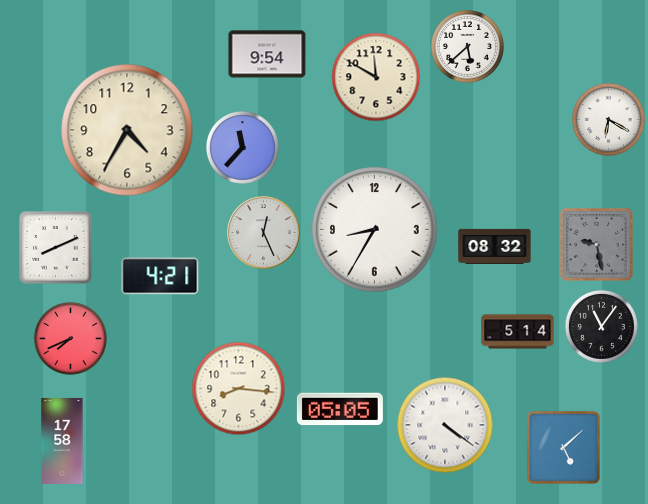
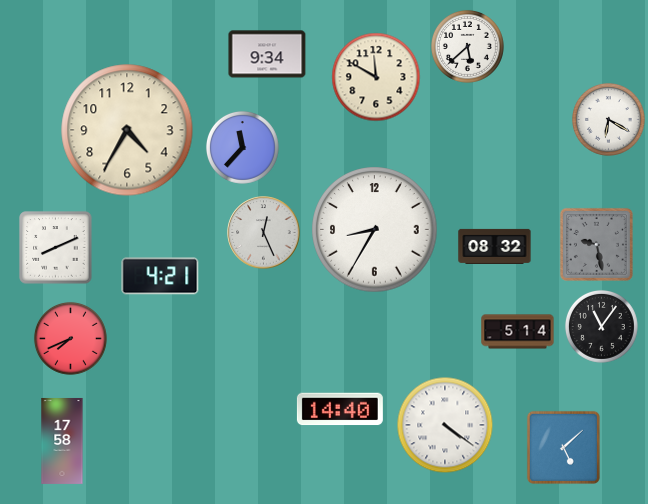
clock at (267, 54): 9:54 -> 9:34
clock at (239, 389): 8:16 -> none
clock at (340, 409): 05:05 -> 14:40
